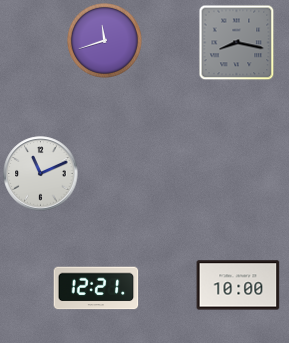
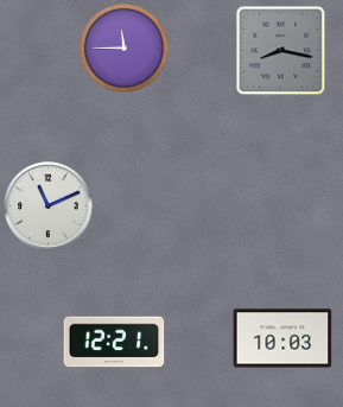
clock at (105, 41): 11:42 -> 11:45
clock at (238, 285): 10:00 -> 10:03
